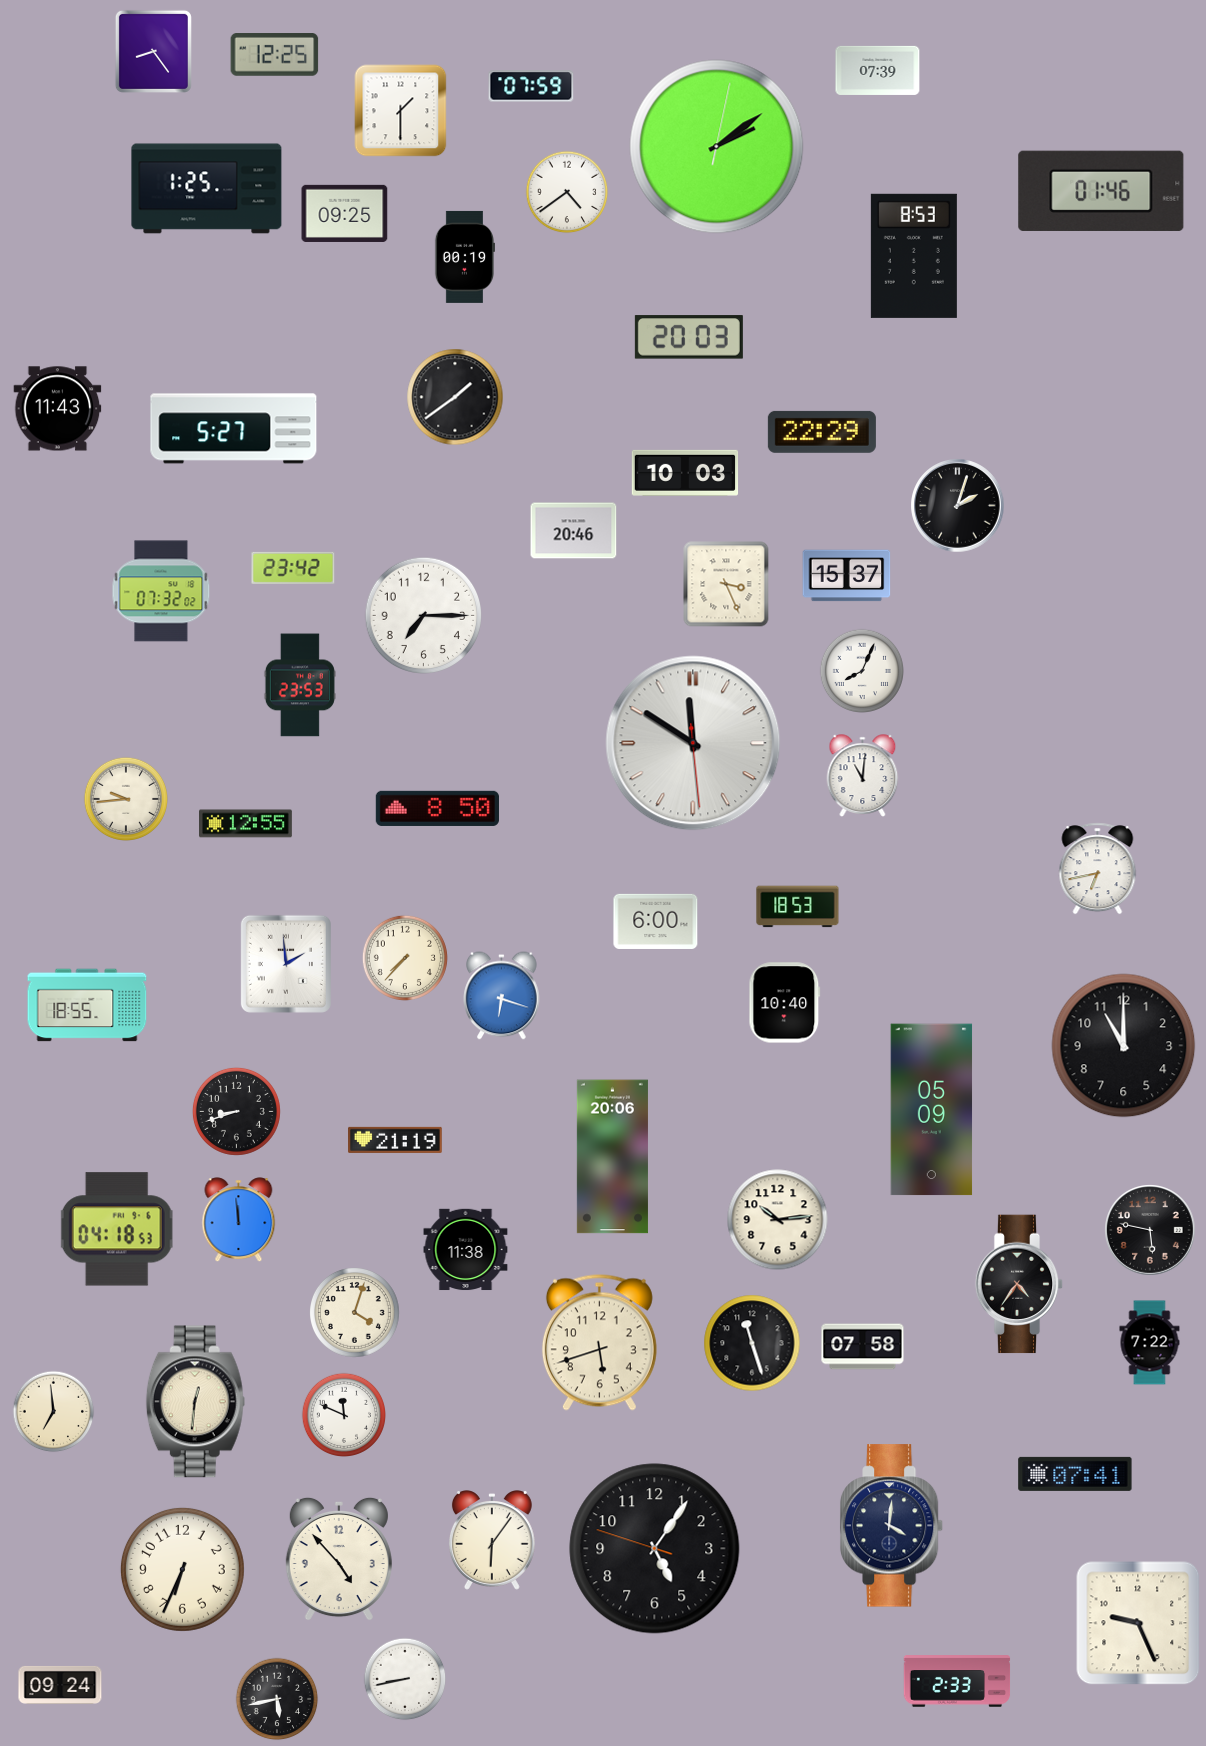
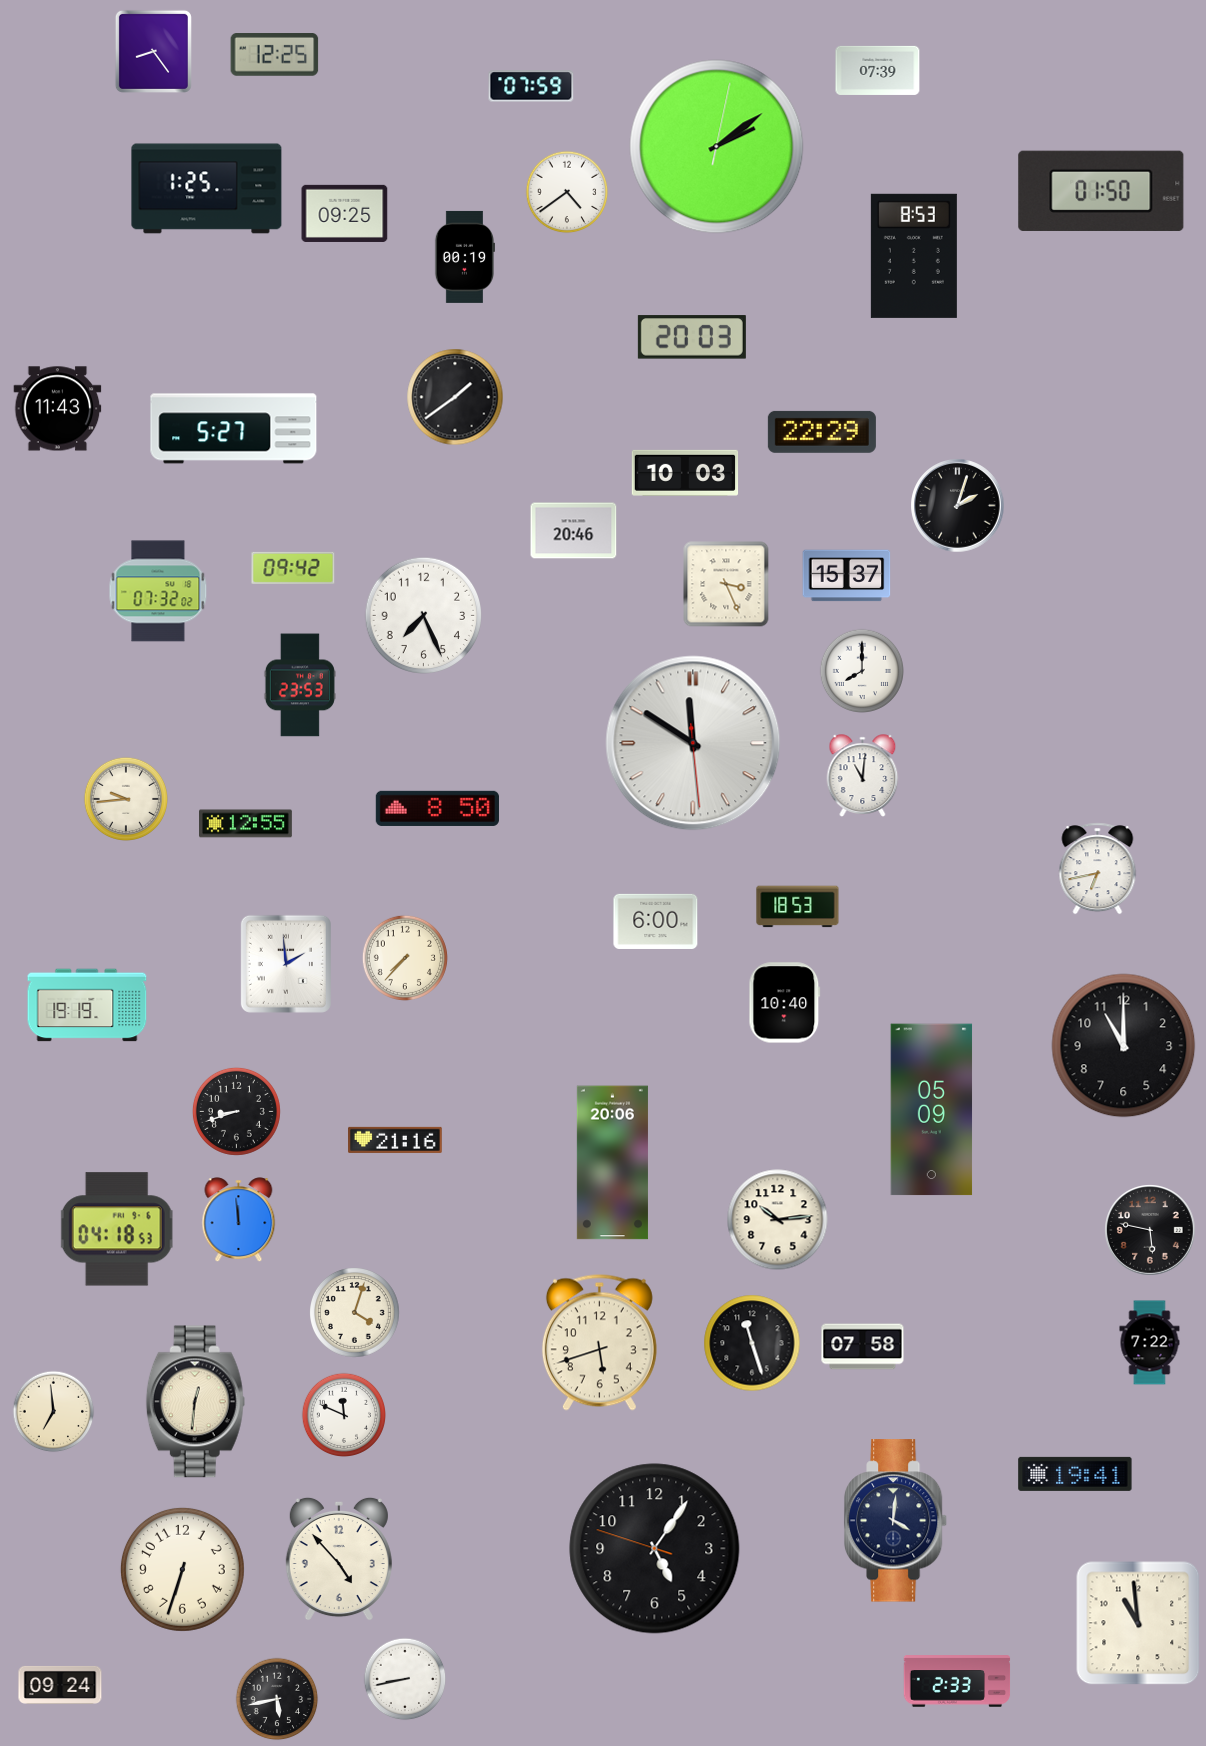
clock at (401, 111): 1:30 -> none
clock at (1101, 191): 01:46 -> 01:50
clock at (689, 337) position: (689, 337) -> (692, 337)
clock at (293, 568): 23:42 -> 09:42
clock at (161, 591) position: (161, 591) -> (158, 591)
clock at (423, 615): 7:15 -> 7:26
clock at (861, 670): 8:04 -> 8:00
clock at (502, 996): 6:18 -> none
clock at (87, 1005): 18:55 -> 19:19
clock at (395, 1140): 21:19 -> 21:16
clock at (612, 1157) position: (612, 1157) -> (612, 1163)
clock at (466, 1250): 11:38 -> none
clock at (1019, 1284): 4:36 -> none
clock at (1075, 1474): 07:41 -> 19:41
clock at (892, 1526) position: (892, 1526) -> (896, 1521)
clock at (492, 1540): 6:06 -> none
clock at (182, 1569): 6:34 -> 6:33
clock at (1138, 1623): 9:26 -> 10:59
